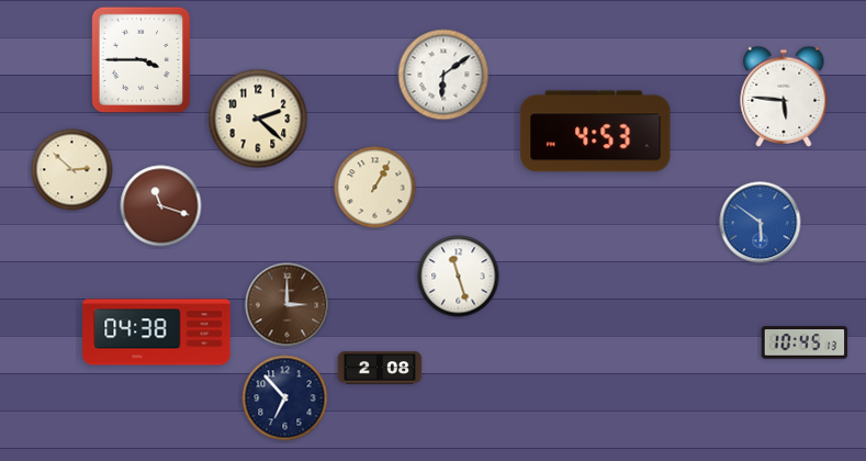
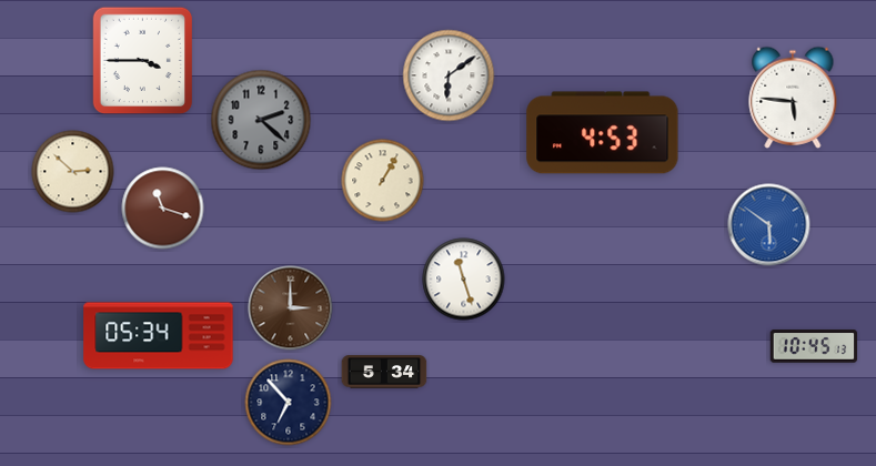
clock at (258, 119) dial: cream -> grey
clock at (375, 188) position: (375, 188) -> (383, 181)
clock at (157, 333): 04:38 -> 05:34
clock at (380, 368): 2:08 -> 5:34
